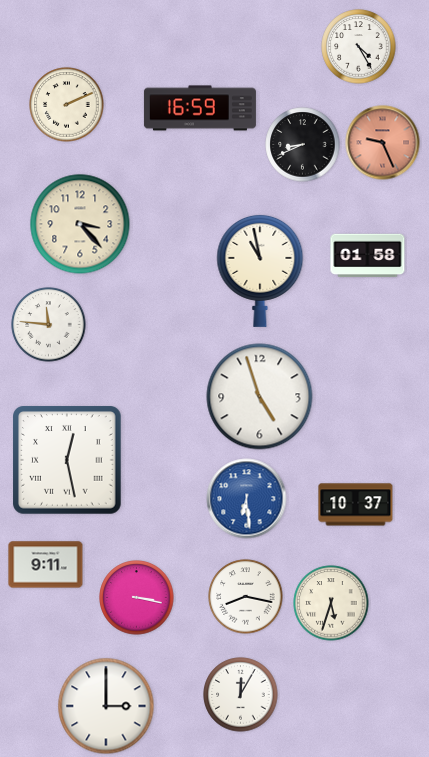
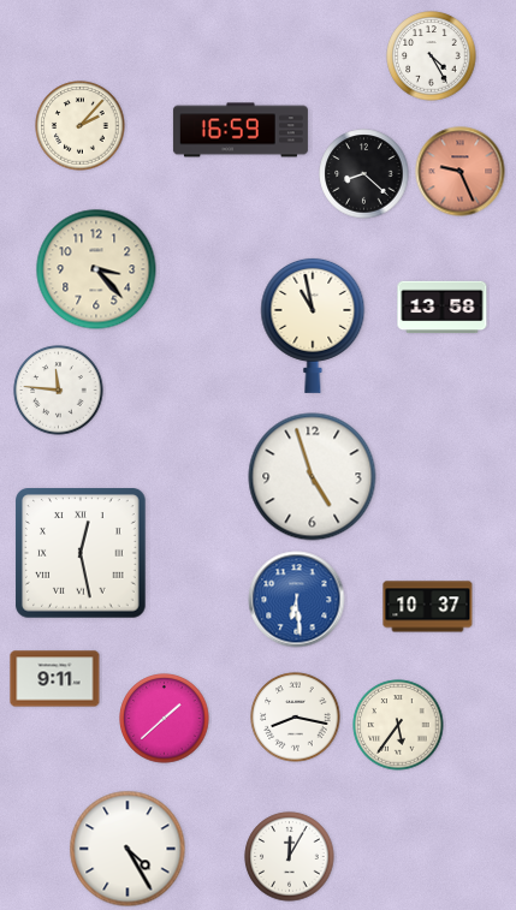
clock at (67, 105): 2:11 -> 2:07
clock at (303, 145): 8:41 -> 8:22
clock at (368, 256): 01:58 -> 13:58
clock at (137, 598): 3:17 -> 1:38
clock at (331, 603): 5:33 -> 5:36
clock at (241, 695) position: (241, 695) -> (290, 857)
clock at (106, 706): 3:00 -> 4:25
